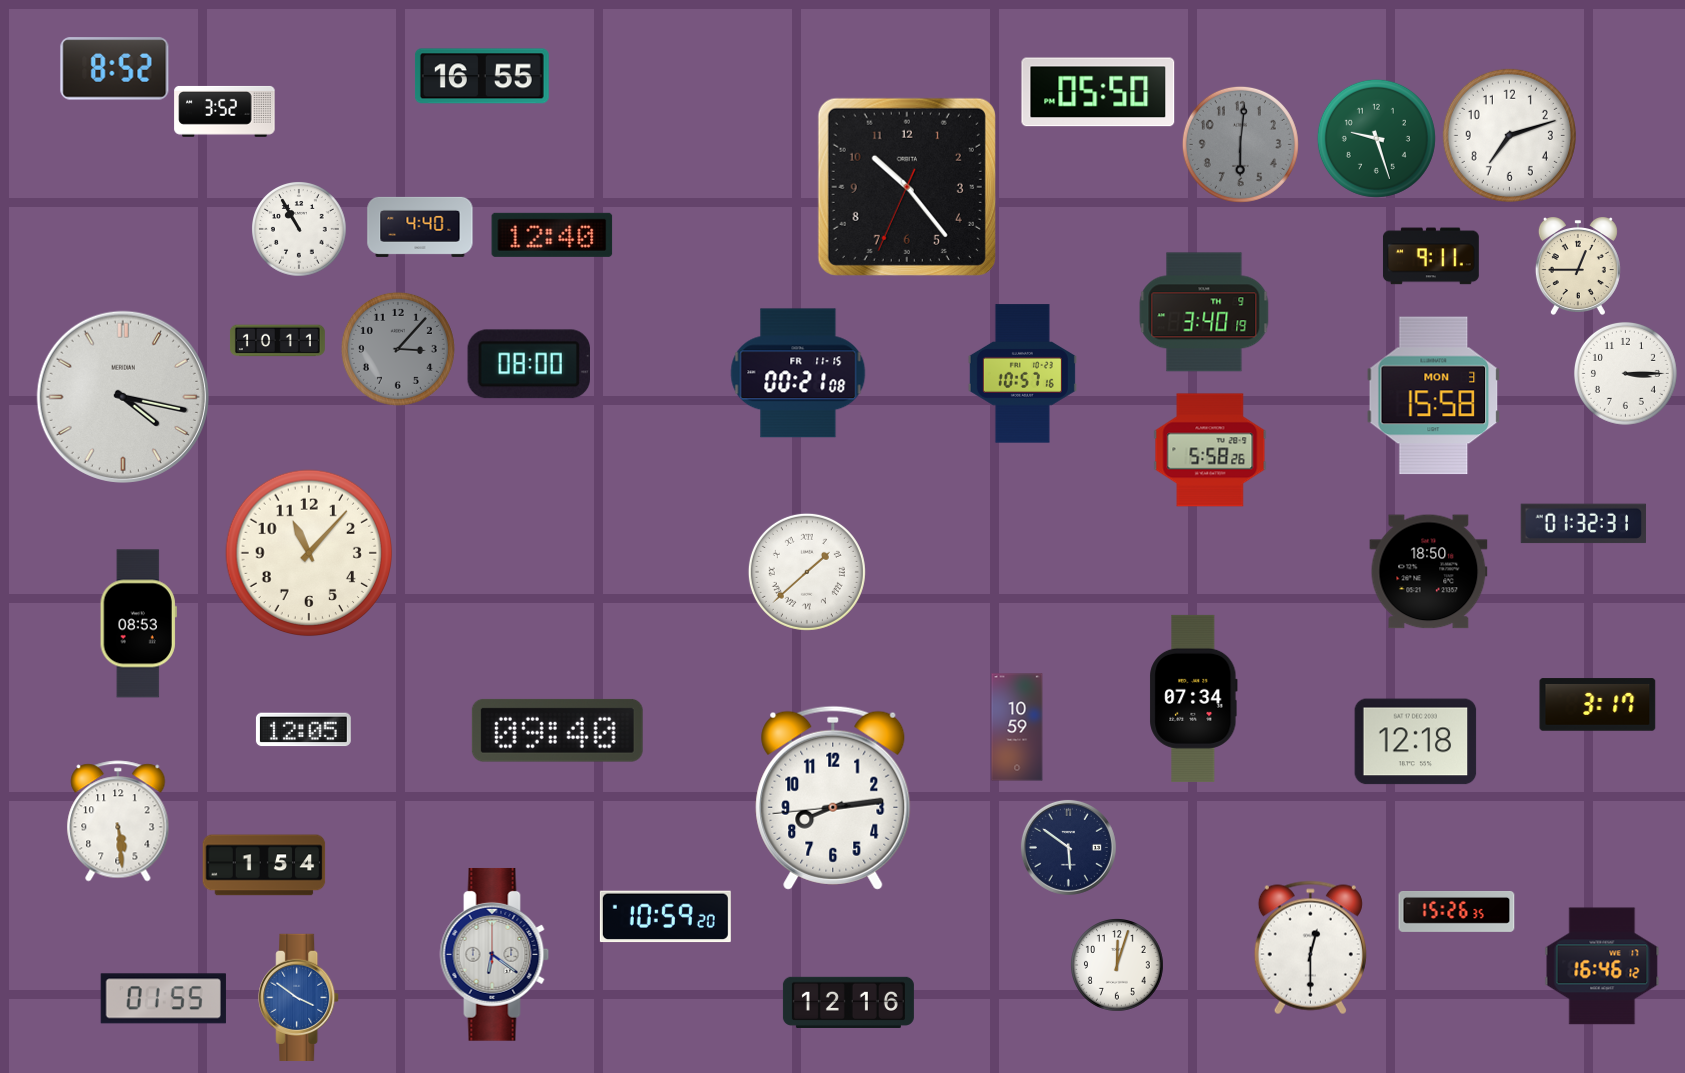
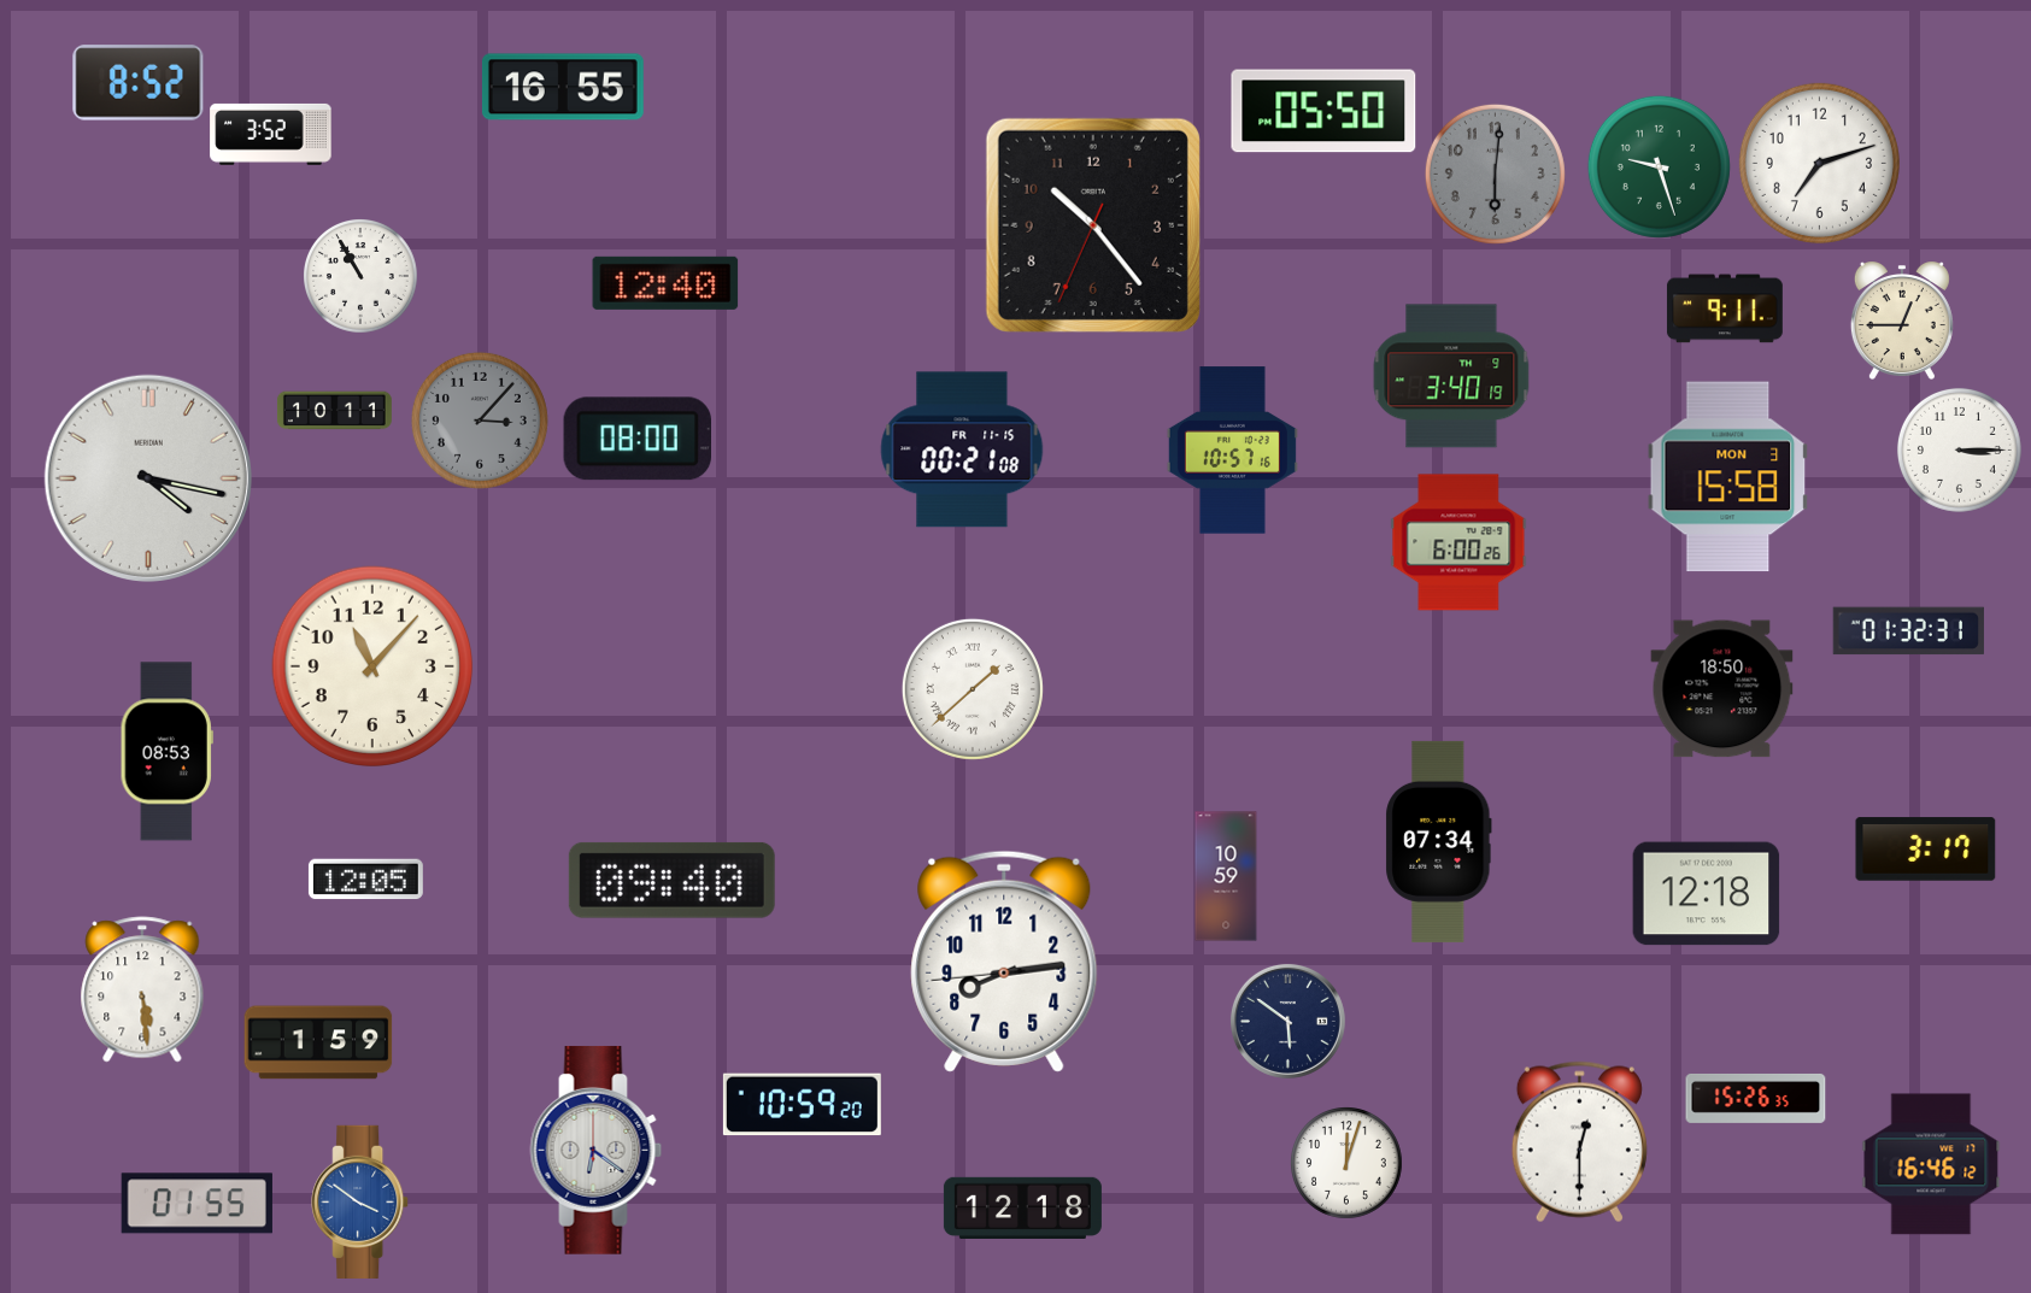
clock at (482, 76) position: (482, 76) -> (563, 87)
clock at (420, 227): 4:40 -> none
clock at (1210, 450): 5:58 -> 6:00
clock at (264, 865): 1:54 -> 1:59
clock at (848, 1002): 12:16 -> 12:18
